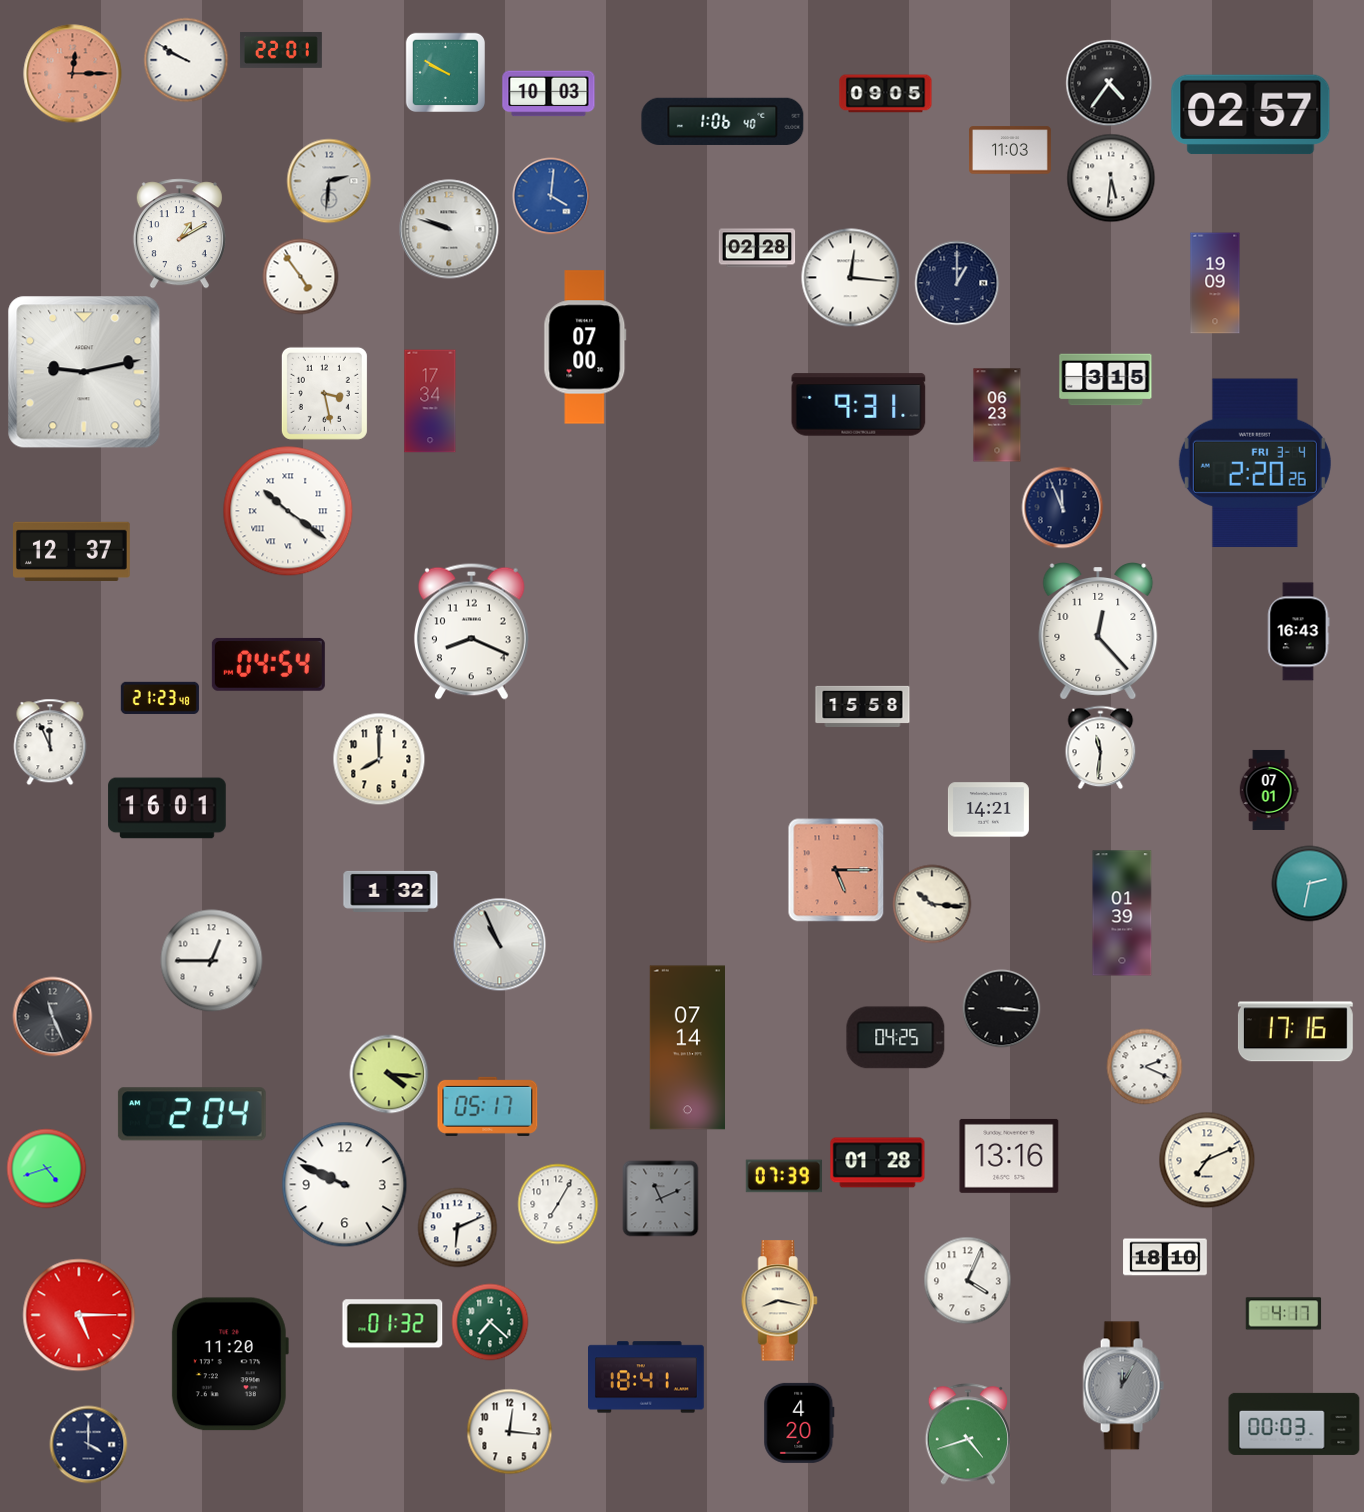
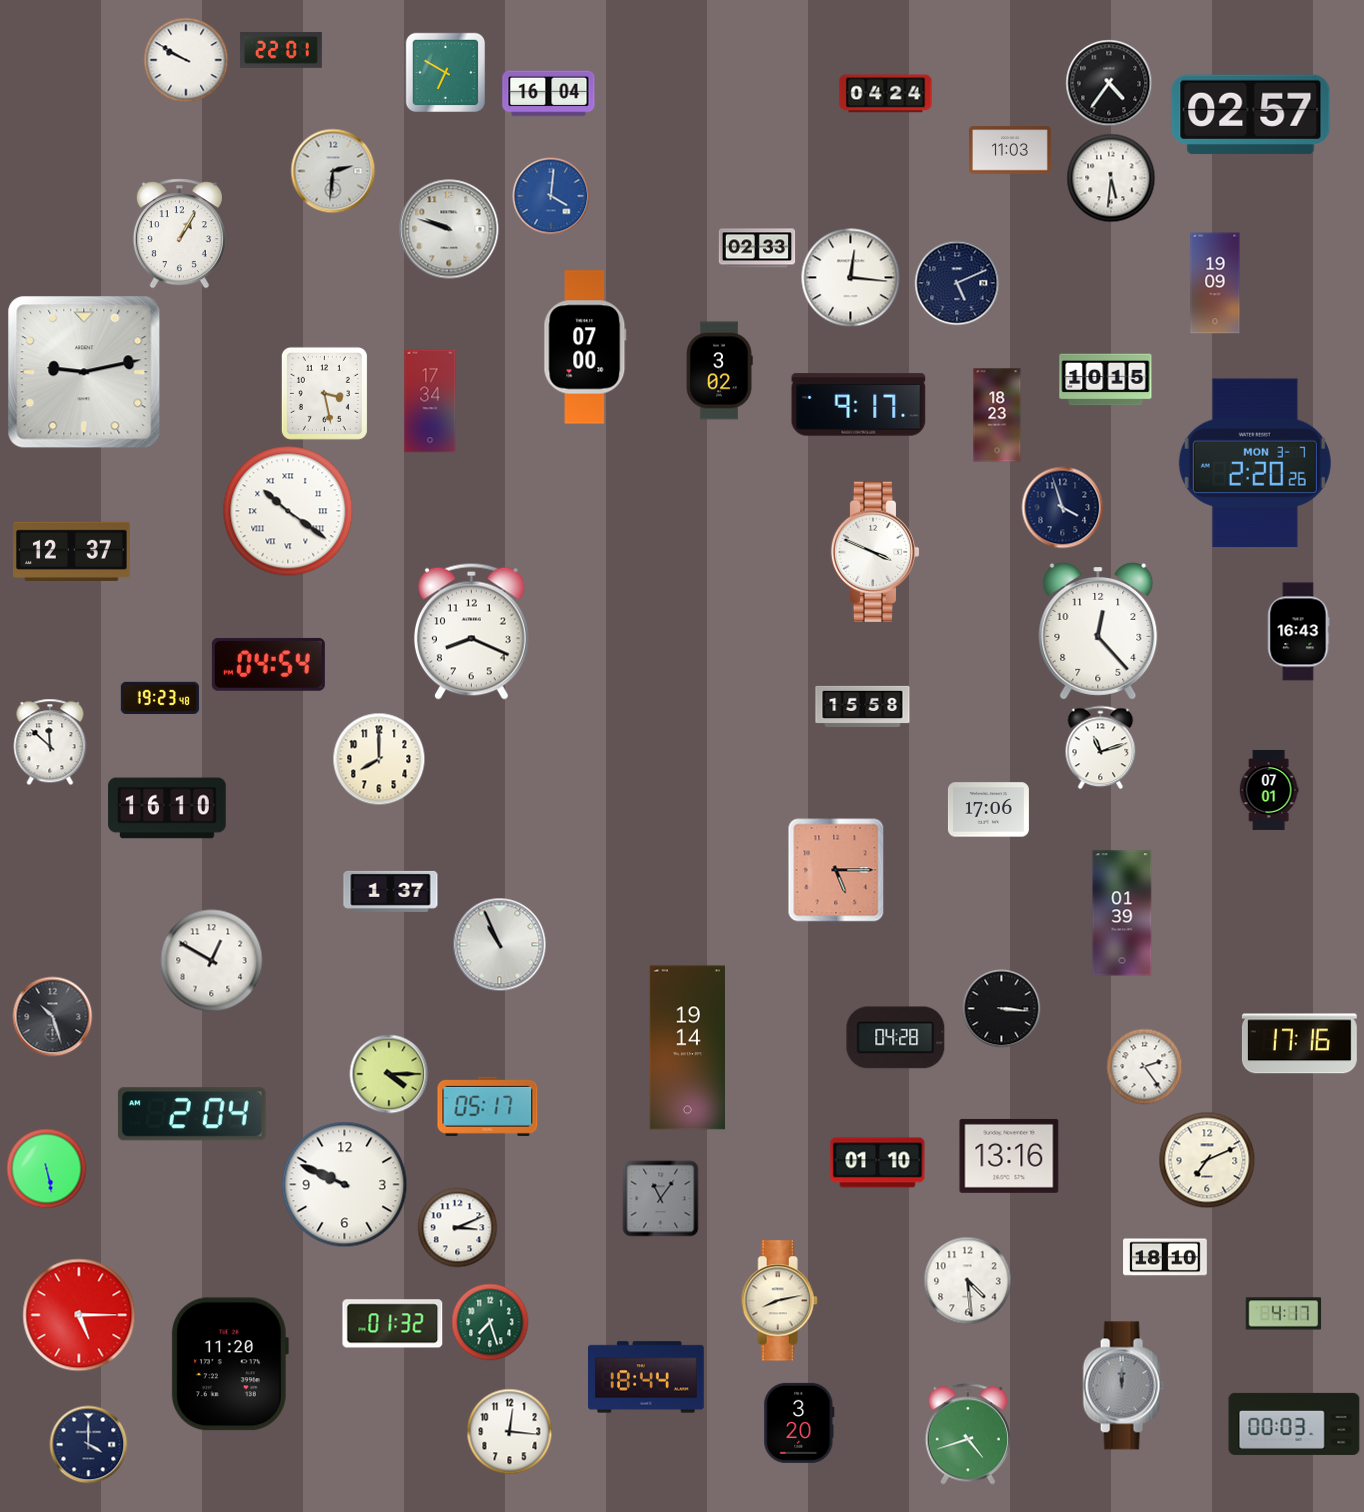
clock at (445, 72): 9:50 -> 6:50
clock at (73, 74): 12:15 -> none
clock at (549, 94): 10:03 -> 16:04
clock at (886, 94): 09:05 -> 04:24
clock at (723, 121): 1:06 -> none
clock at (329, 181) position: (329, 181) -> (333, 171)
clock at (179, 234): 1:10 -> 1:05
clock at (757, 248): 02:28 -> 02:33
clock at (301, 277): 4:54 -> none
clock at (957, 283): 1:00 -> 5:11
clock at (719, 371): none -> 3:02
clock at (1106, 380): 3:15 -> 10:15
clock at (859, 405): 9:31 -> 9:17
clock at (997, 415): 06:23 -> 18:23
clock at (1255, 463) date: FRI 3-4 -> MON 3-7
clock at (1063, 508): 11:56 -> 3:57
clock at (875, 551): none -> 3:49
clock at (160, 698): 21:23 -> 19:23
clock at (50, 742): 11:56 -> 11:52
clock at (1101, 748): 11:31 -> 11:12
clock at (167, 808): 16:01 -> 16:10
clock at (988, 810): 14:21 -> 17:06
clock at (1310, 884): 2:32 -> none
clock at (391, 891): 1:32 -> 1:37
clock at (932, 904): 10:16 -> none
clock at (212, 961): 12:45 -> 12:50
clock at (53, 1017): 11:26 -> 10:27
clock at (1295, 1032) position: (1295, 1032) -> (1299, 1044)
clock at (896, 1038): 04:25 -> 04:28
clock at (687, 1048): 07:14 -> 19:14
clock at (1145, 1067): 2:19 -> 2:24
clock at (389, 1074): 4:16 -> 4:15
clock at (878, 1163): 01:28 -> 01:10
clock at (47, 1169): 4:42 -> 5:28
clock at (784, 1176): 07:39 -> none
clock at (661, 1199): 11:11 -> 11:06
clock at (558, 1204): 7:05 -> none
clock at (458, 1228): 6:11 -> 3:11
clock at (968, 1281): 4:04 -> 4:29
clock at (779, 1301): 8:17 -> 8:13
clock at (490, 1322): 7:22 -> 7:27
clock at (647, 1377): 18:41 -> 18:44
clock at (1123, 1386): 12:05 -> 12:00
clock at (799, 1423): 4:20 -> 3:20
